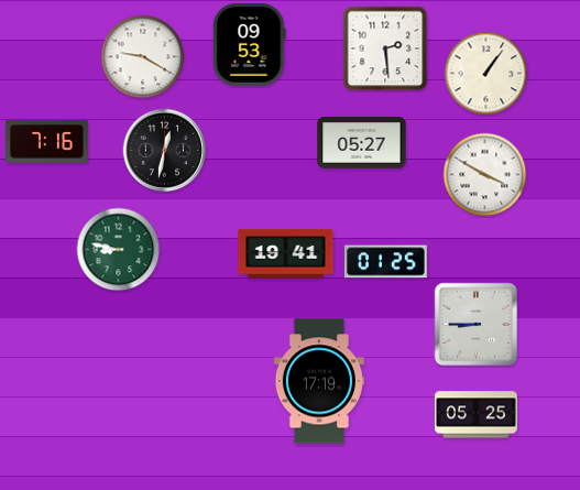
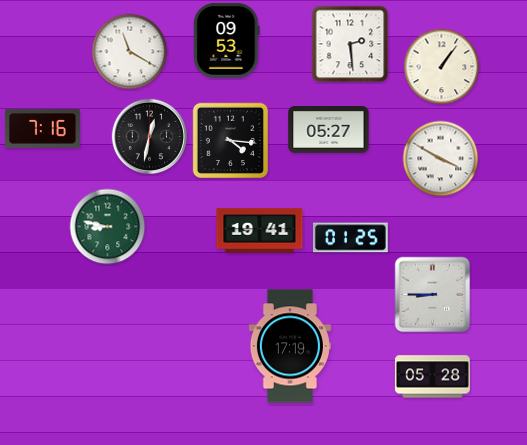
clock at (143, 57): 9:20 -> 11:20
clock at (231, 141): none -> 4:16
clock at (475, 415): 05:25 -> 05:28
